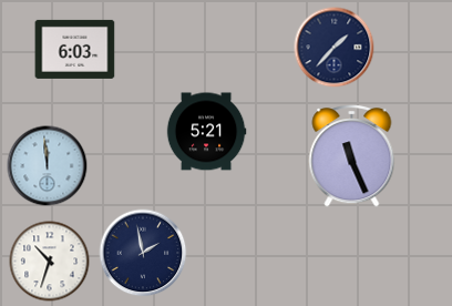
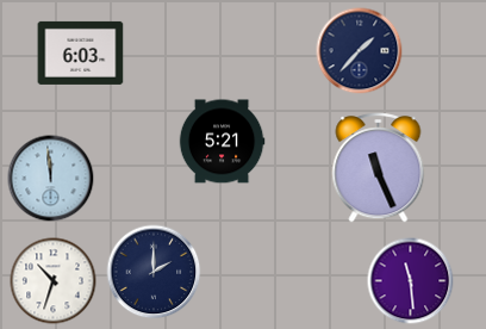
clock at (143, 253): 1:58 -> 2:00
clock at (411, 281): none -> 11:29
